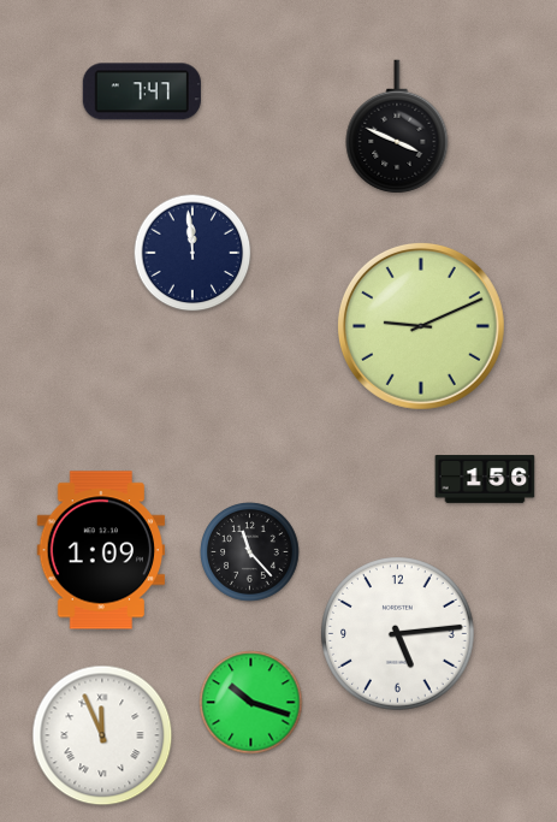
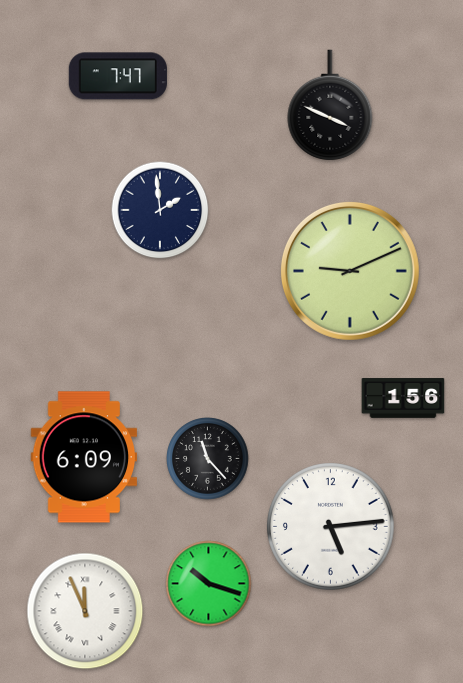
clock at (192, 253): 11:59 -> 1:59
clock at (101, 550): 1:09 -> 6:09
